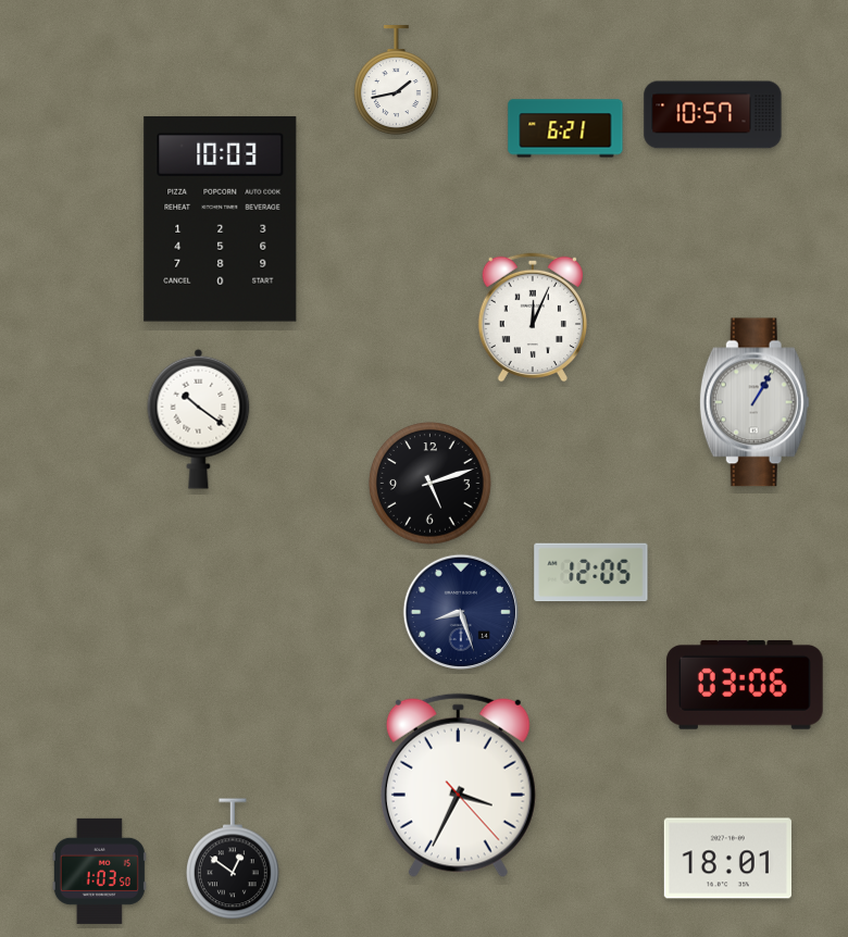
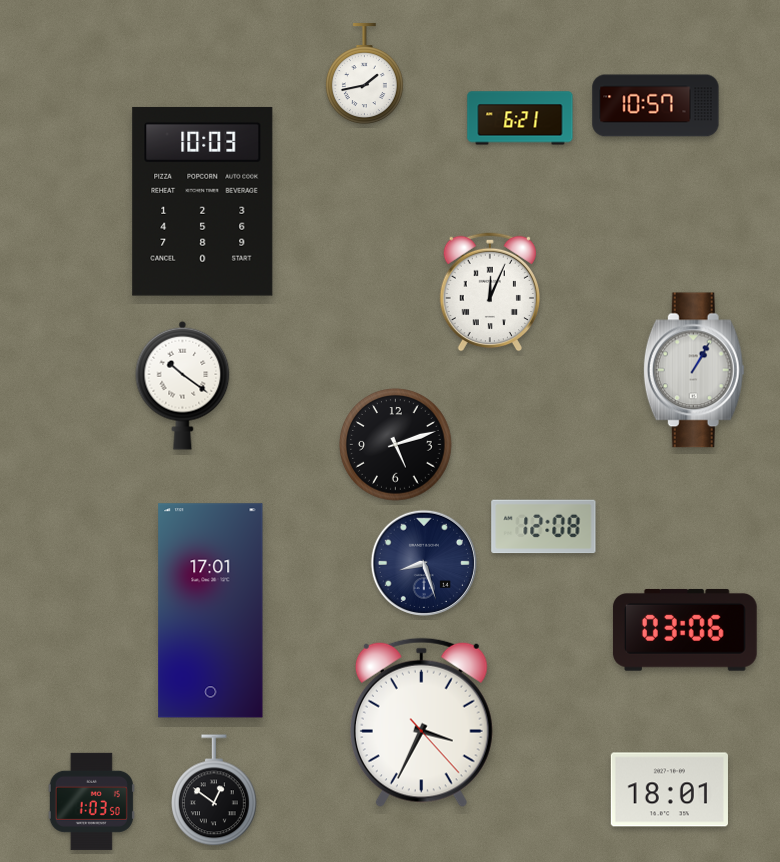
clock at (591, 573): 12:05 -> 12:08
clock at (211, 611): none -> 17:01
